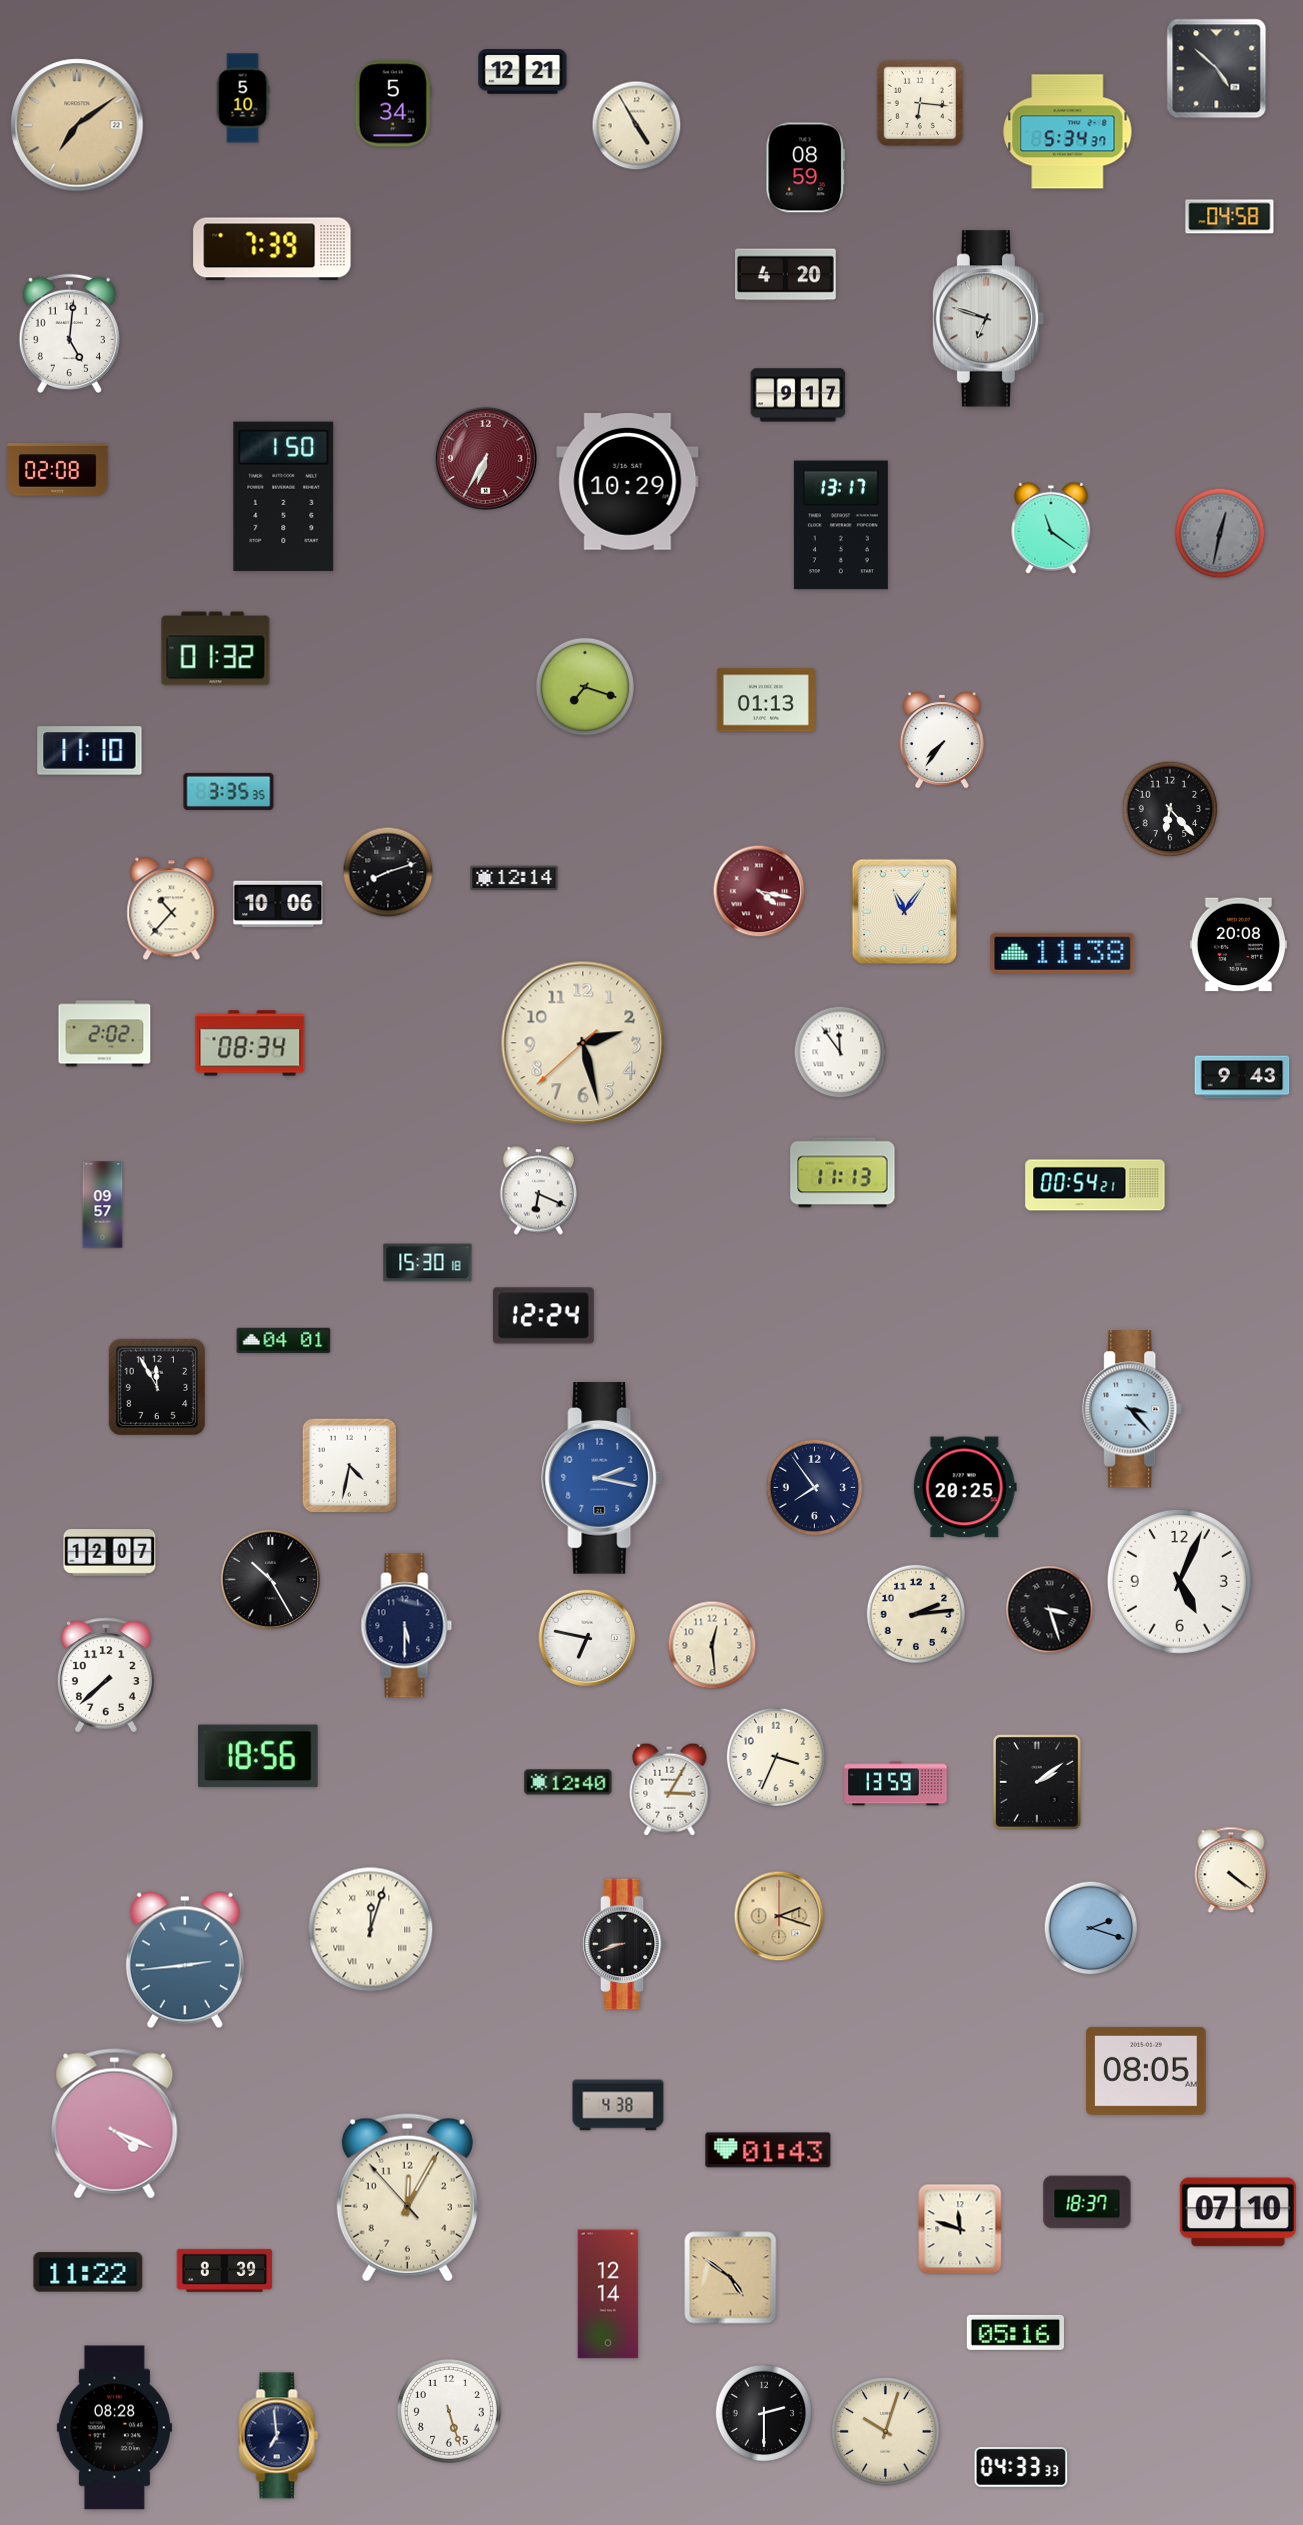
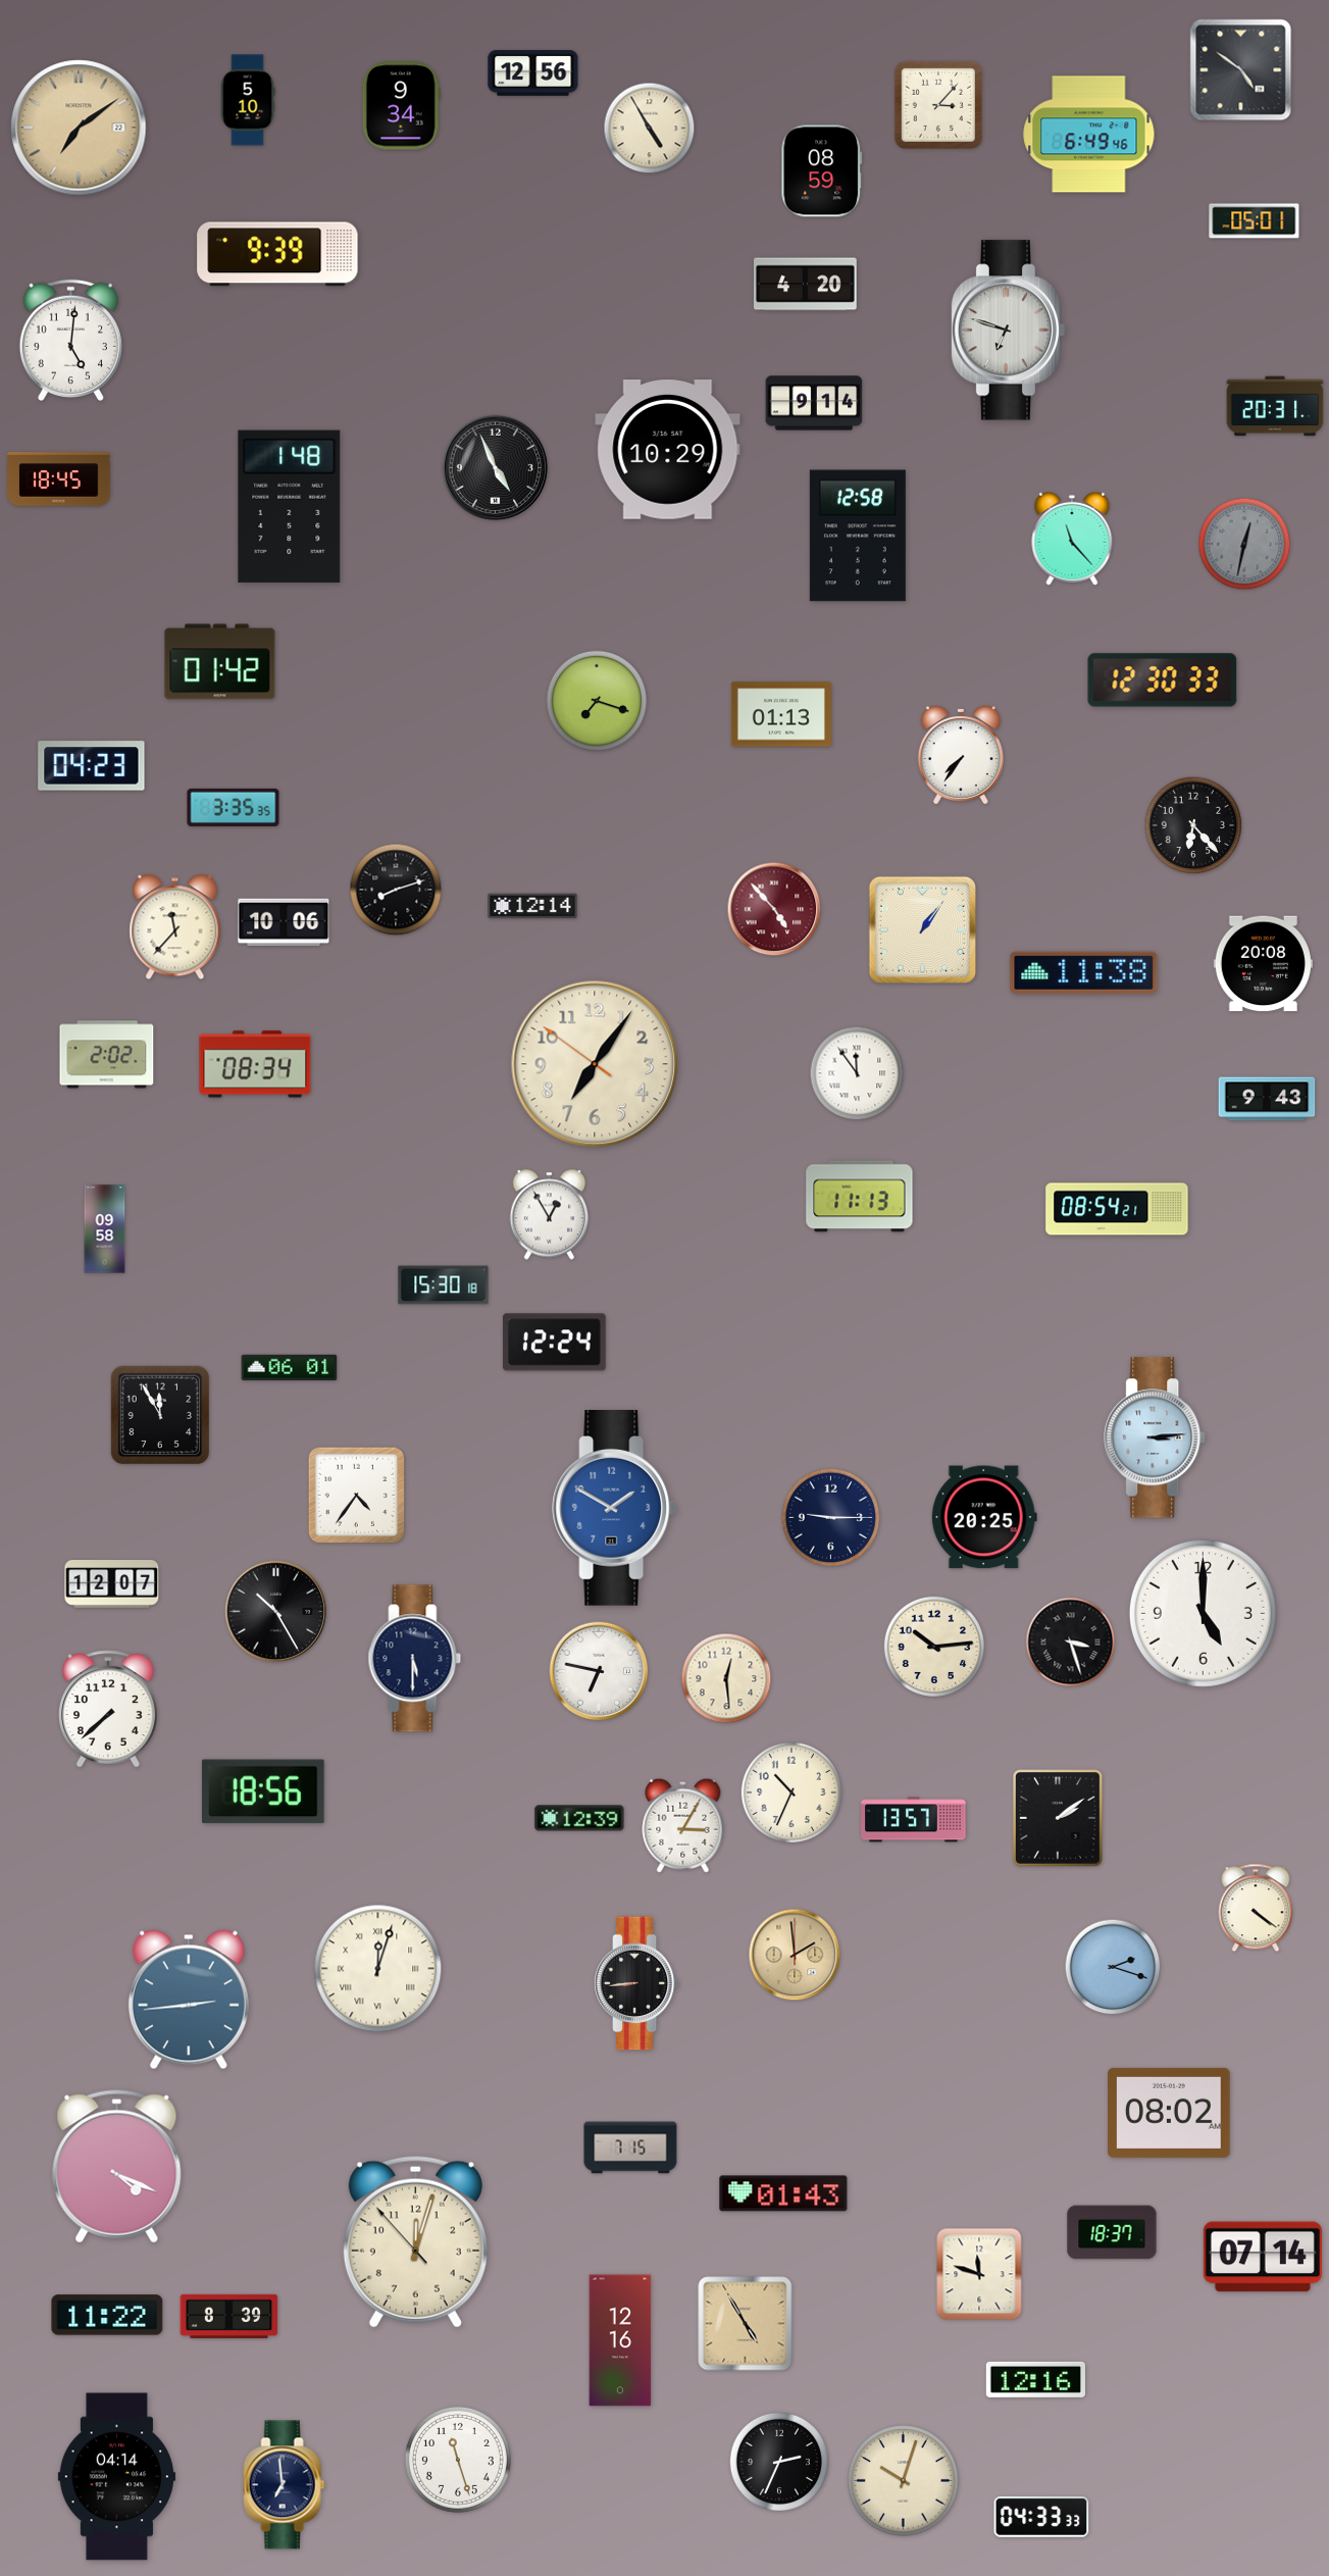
clock at (1217, 69): 4:52 -> 4:51
clock at (523, 72): 12:21 -> 12:56
clock at (920, 103): 6:16 -> 3:07
clock at (393, 104): 5:34 -> 9:34
clock at (1068, 132): 5:34 -> 6:49
clock at (1230, 217): 04:58 -> 05:01
clock at (272, 249): 7:39 -> 9:39
clock at (786, 275) position: (786, 275) -> (806, 285)
clock at (989, 319) position: (989, 319) -> (1009, 331)
clock at (798, 395): 9:17 -> 9:14
clock at (1275, 406): none -> 20:31
clock at (485, 458): 6:35 -> 4:56
clock at (485, 458) dial: burgundy -> black
clock at (58, 470): 02:08 -> 18:45
clock at (628, 482) position: (628, 482) -> (668, 450)
clock at (284, 496): 1:50 -> 1:48
clock at (841, 525): 13:17 -> 12:58
clock at (1051, 528): 11:21 -> 11:23
clock at (216, 649): 01:32 -> 01:42
clock at (1163, 680): none -> 12:30
clock at (90, 751): 11:10 -> 04:23
clock at (514, 878) position: (514, 878) -> (532, 906)
clock at (759, 891): 4:17 -> 4:53
clock at (172, 909): 10:37 -> 11:37
clock at (904, 911): 11:06 -> 1:06
clock at (583, 1043): 2:27 -> 7:05
clock at (1095, 1185): 00:54 -> 08:54
clock at (539, 1191): 6:19 -> 12:55
clock at (103, 1205): 09:57 -> 09:58
clock at (428, 1263) position: (428, 1263) -> (444, 1285)
clock at (284, 1341): 04:01 -> 06:01
clock at (1133, 1409): 3:23 -> 3:14
clock at (350, 1466): 4:32 -> 4:36
clock at (602, 1479): 2:17 -> 1:50
clock at (815, 1488): 7:54 -> 9:15
clock at (1179, 1581): 5:04 -> 5:00
clock at (916, 1614): 2:14 -> 10:14
clock at (776, 1757): 3:34 -> 10:34
clock at (568, 1782): 12:40 -> 12:39
clock at (896, 1784): 13:59 -> 13:57
clock at (779, 1916): 2:18 -> 1:59
clock at (624, 1944): 8:42 -> 8:44
clock at (1146, 2071): 08:05 -> 08:02
clock at (618, 2105): 4:38 -> 7:15
clock at (407, 2198): 12:04 -> 12:02
clock at (1087, 2202) position: (1087, 2202) -> (1112, 2232)
clock at (1238, 2212): 07:10 -> 07:14
clock at (88, 2272) position: (88, 2272) -> (107, 2315)
clock at (731, 2278): 4:51 -> 4:55
clock at (608, 2294): 12:14 -> 12:16
clock at (1015, 2332): 05:16 -> 12:16
clock at (449, 2411): 5:27 -> 11:27
clock at (764, 2413): 2:30 -> 2:34
clock at (114, 2428): 08:28 -> 04:14
